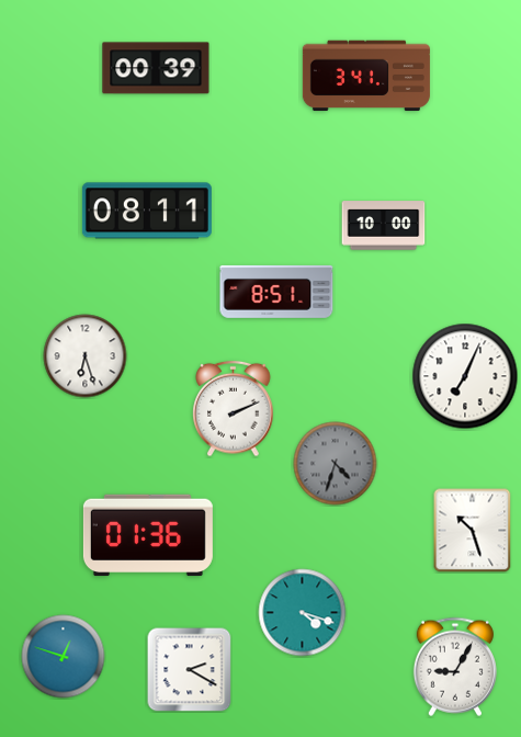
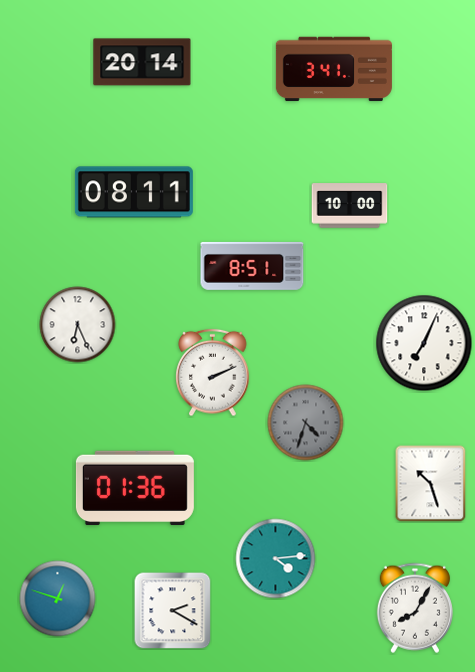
clock at (156, 68): 00:39 -> 20:14
clock at (86, 356): 6:27 -> 6:26
clock at (303, 613): 4:18 -> 4:14
clock at (455, 667): 9:05 -> 8:05
